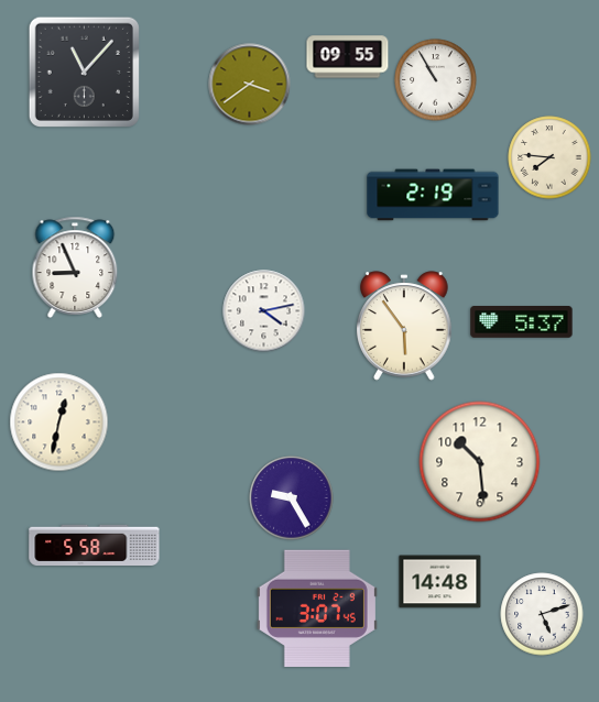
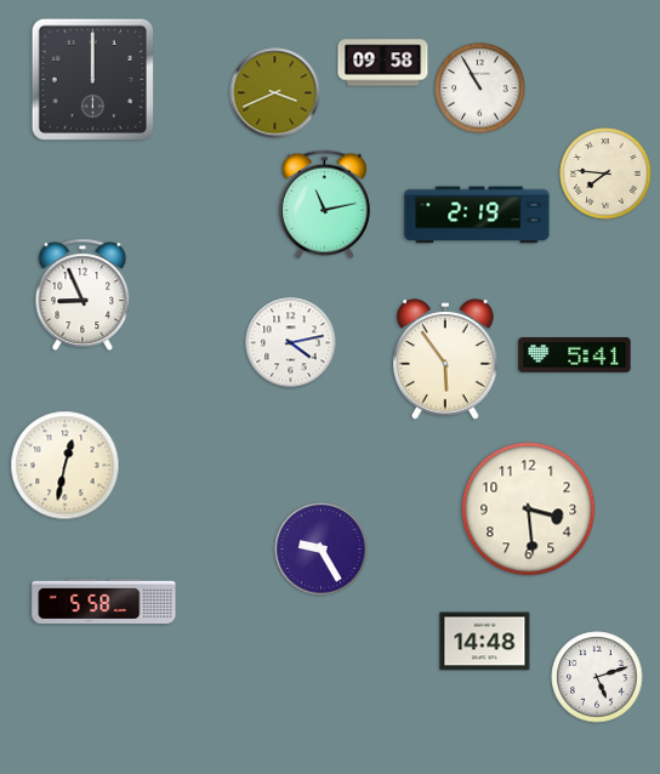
clock at (348, 57): 09:55 -> 09:58
clock at (84, 72): 11:07 -> 12:00
clock at (250, 85): 3:39 -> 3:41
clock at (324, 205): none -> 11:13
clock at (522, 322): 5:37 -> 5:41
clock at (480, 462): 10:29 -> 3:29
clock at (317, 608): 3:07 -> none
